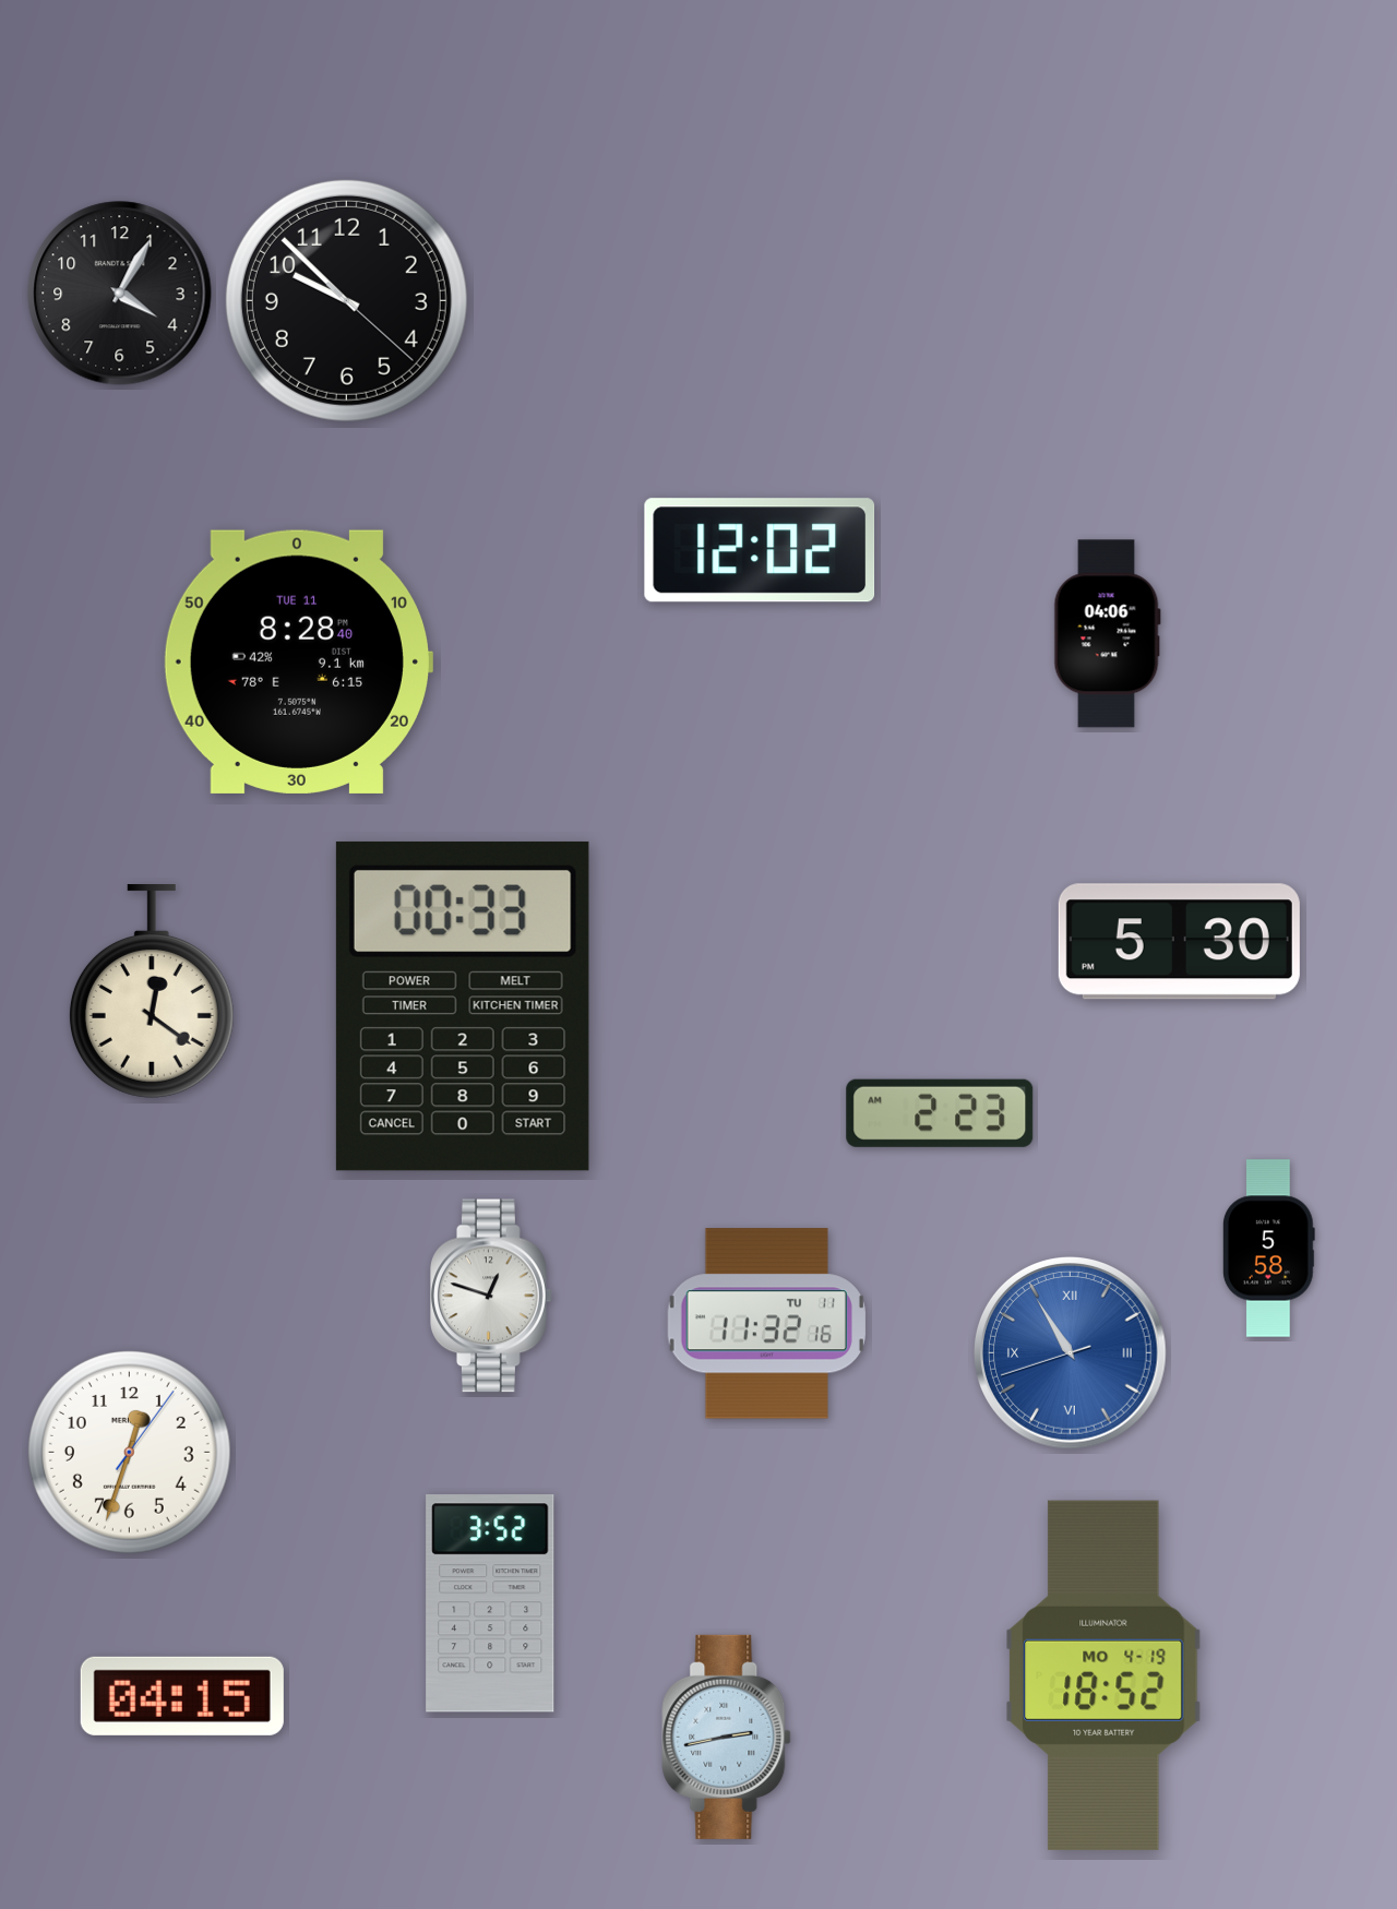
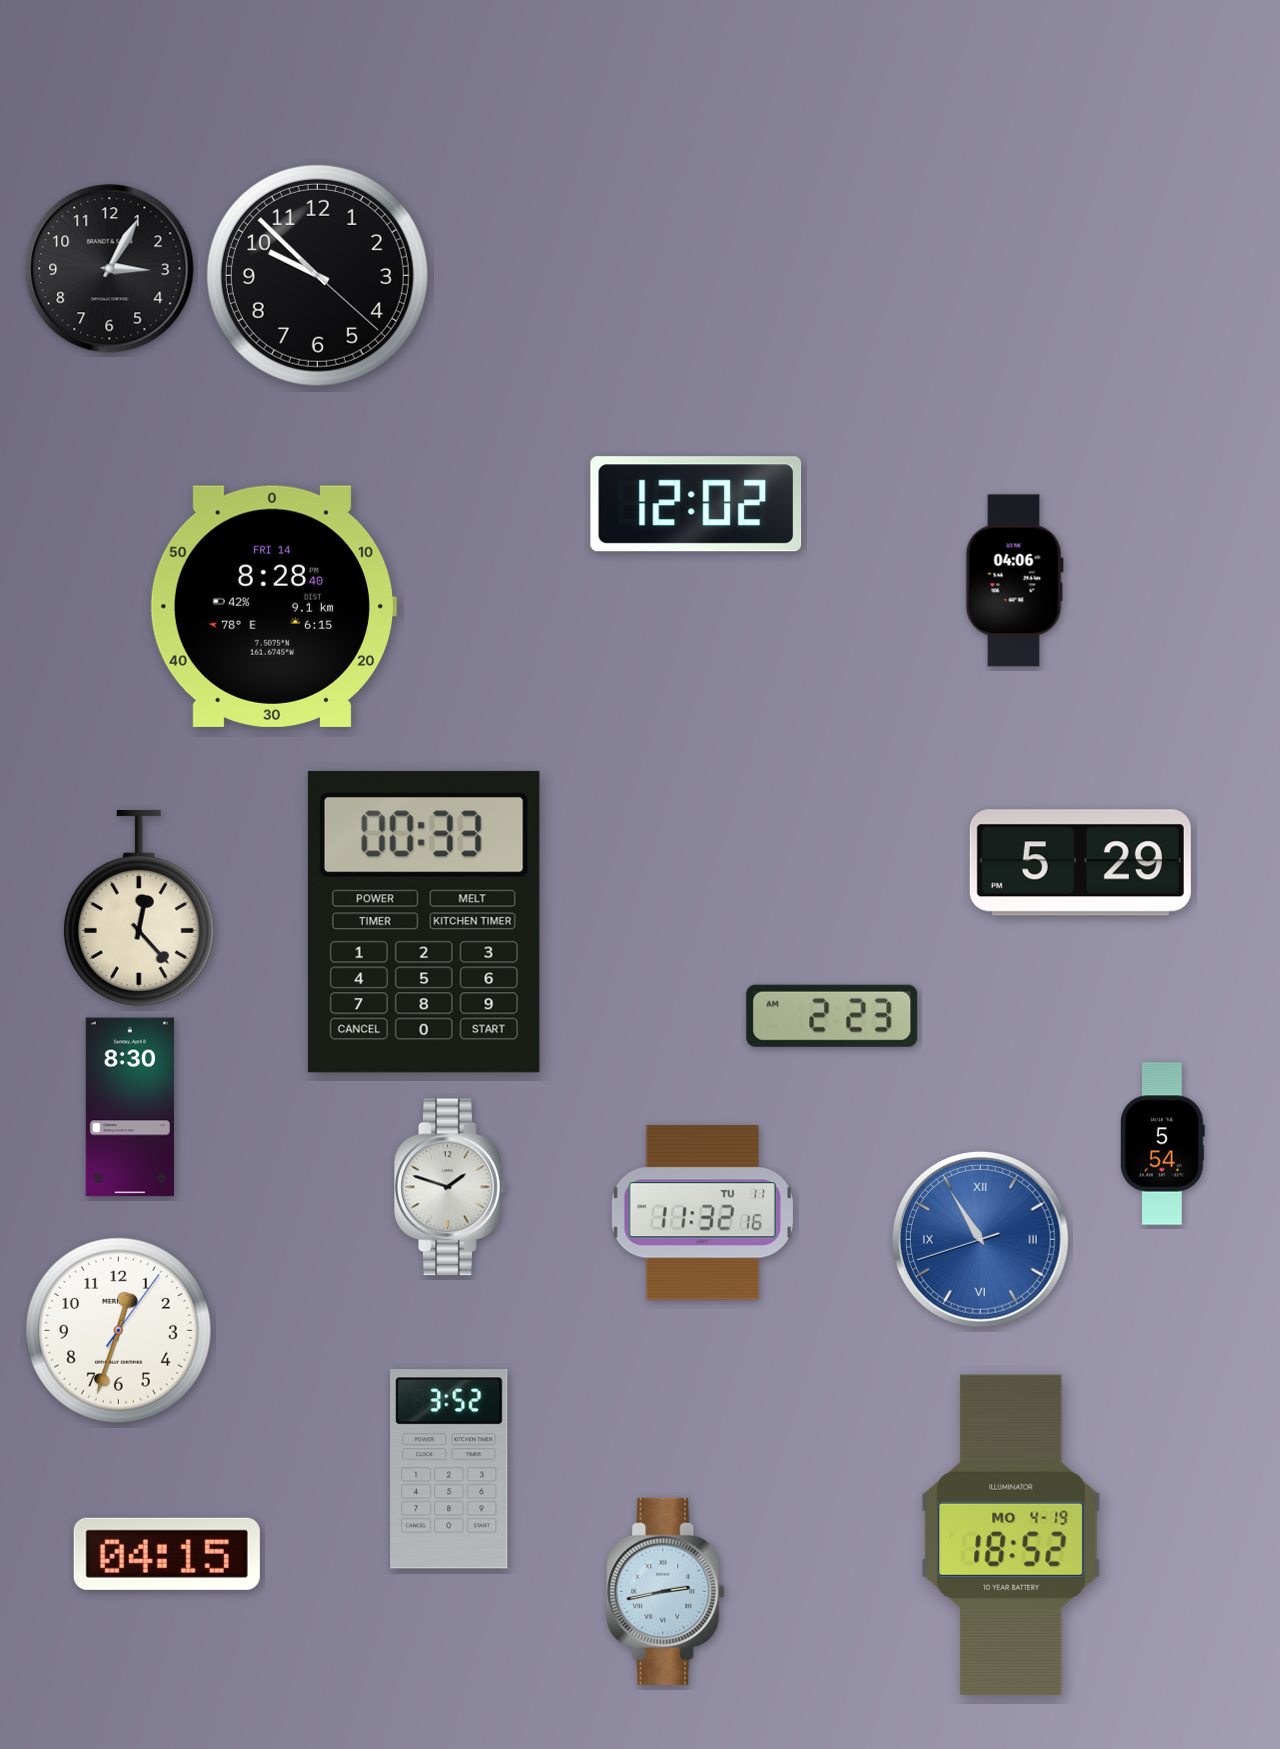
clock at (120, 294): 4:05 -> 3:05
clock at (298, 661) date: TUE 11 -> FRI 14
clock at (1179, 942): 5:30 -> 5:29
clock at (152, 991): 12:21 -> 12:23
clock at (940, 1113) position: (940, 1113) -> (832, 1016)
clock at (130, 1107): none -> 8:30
clock at (1268, 1249): 5:58 -> 5:54
clock at (491, 1296): 12:48 -> 1:48
